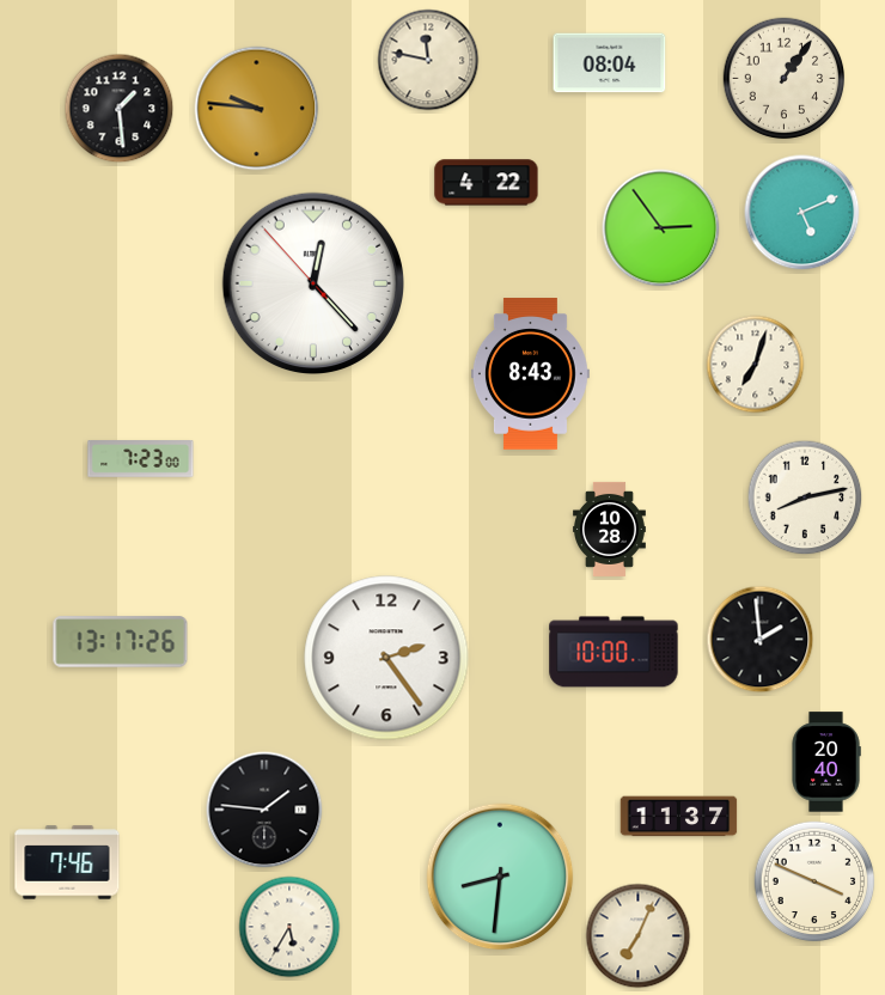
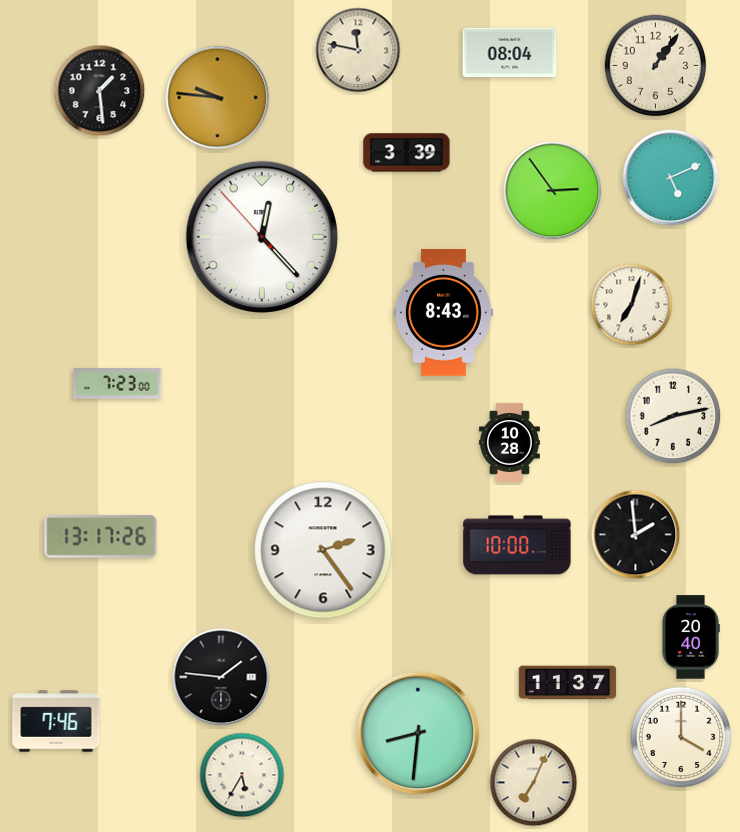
clock at (257, 109) position: (257, 109) -> (218, 98)
clock at (487, 183): 4:22 -> 3:39
clock at (614, 652) position: (614, 652) -> (517, 545)
clock at (814, 881): 3:49 -> 4:00
